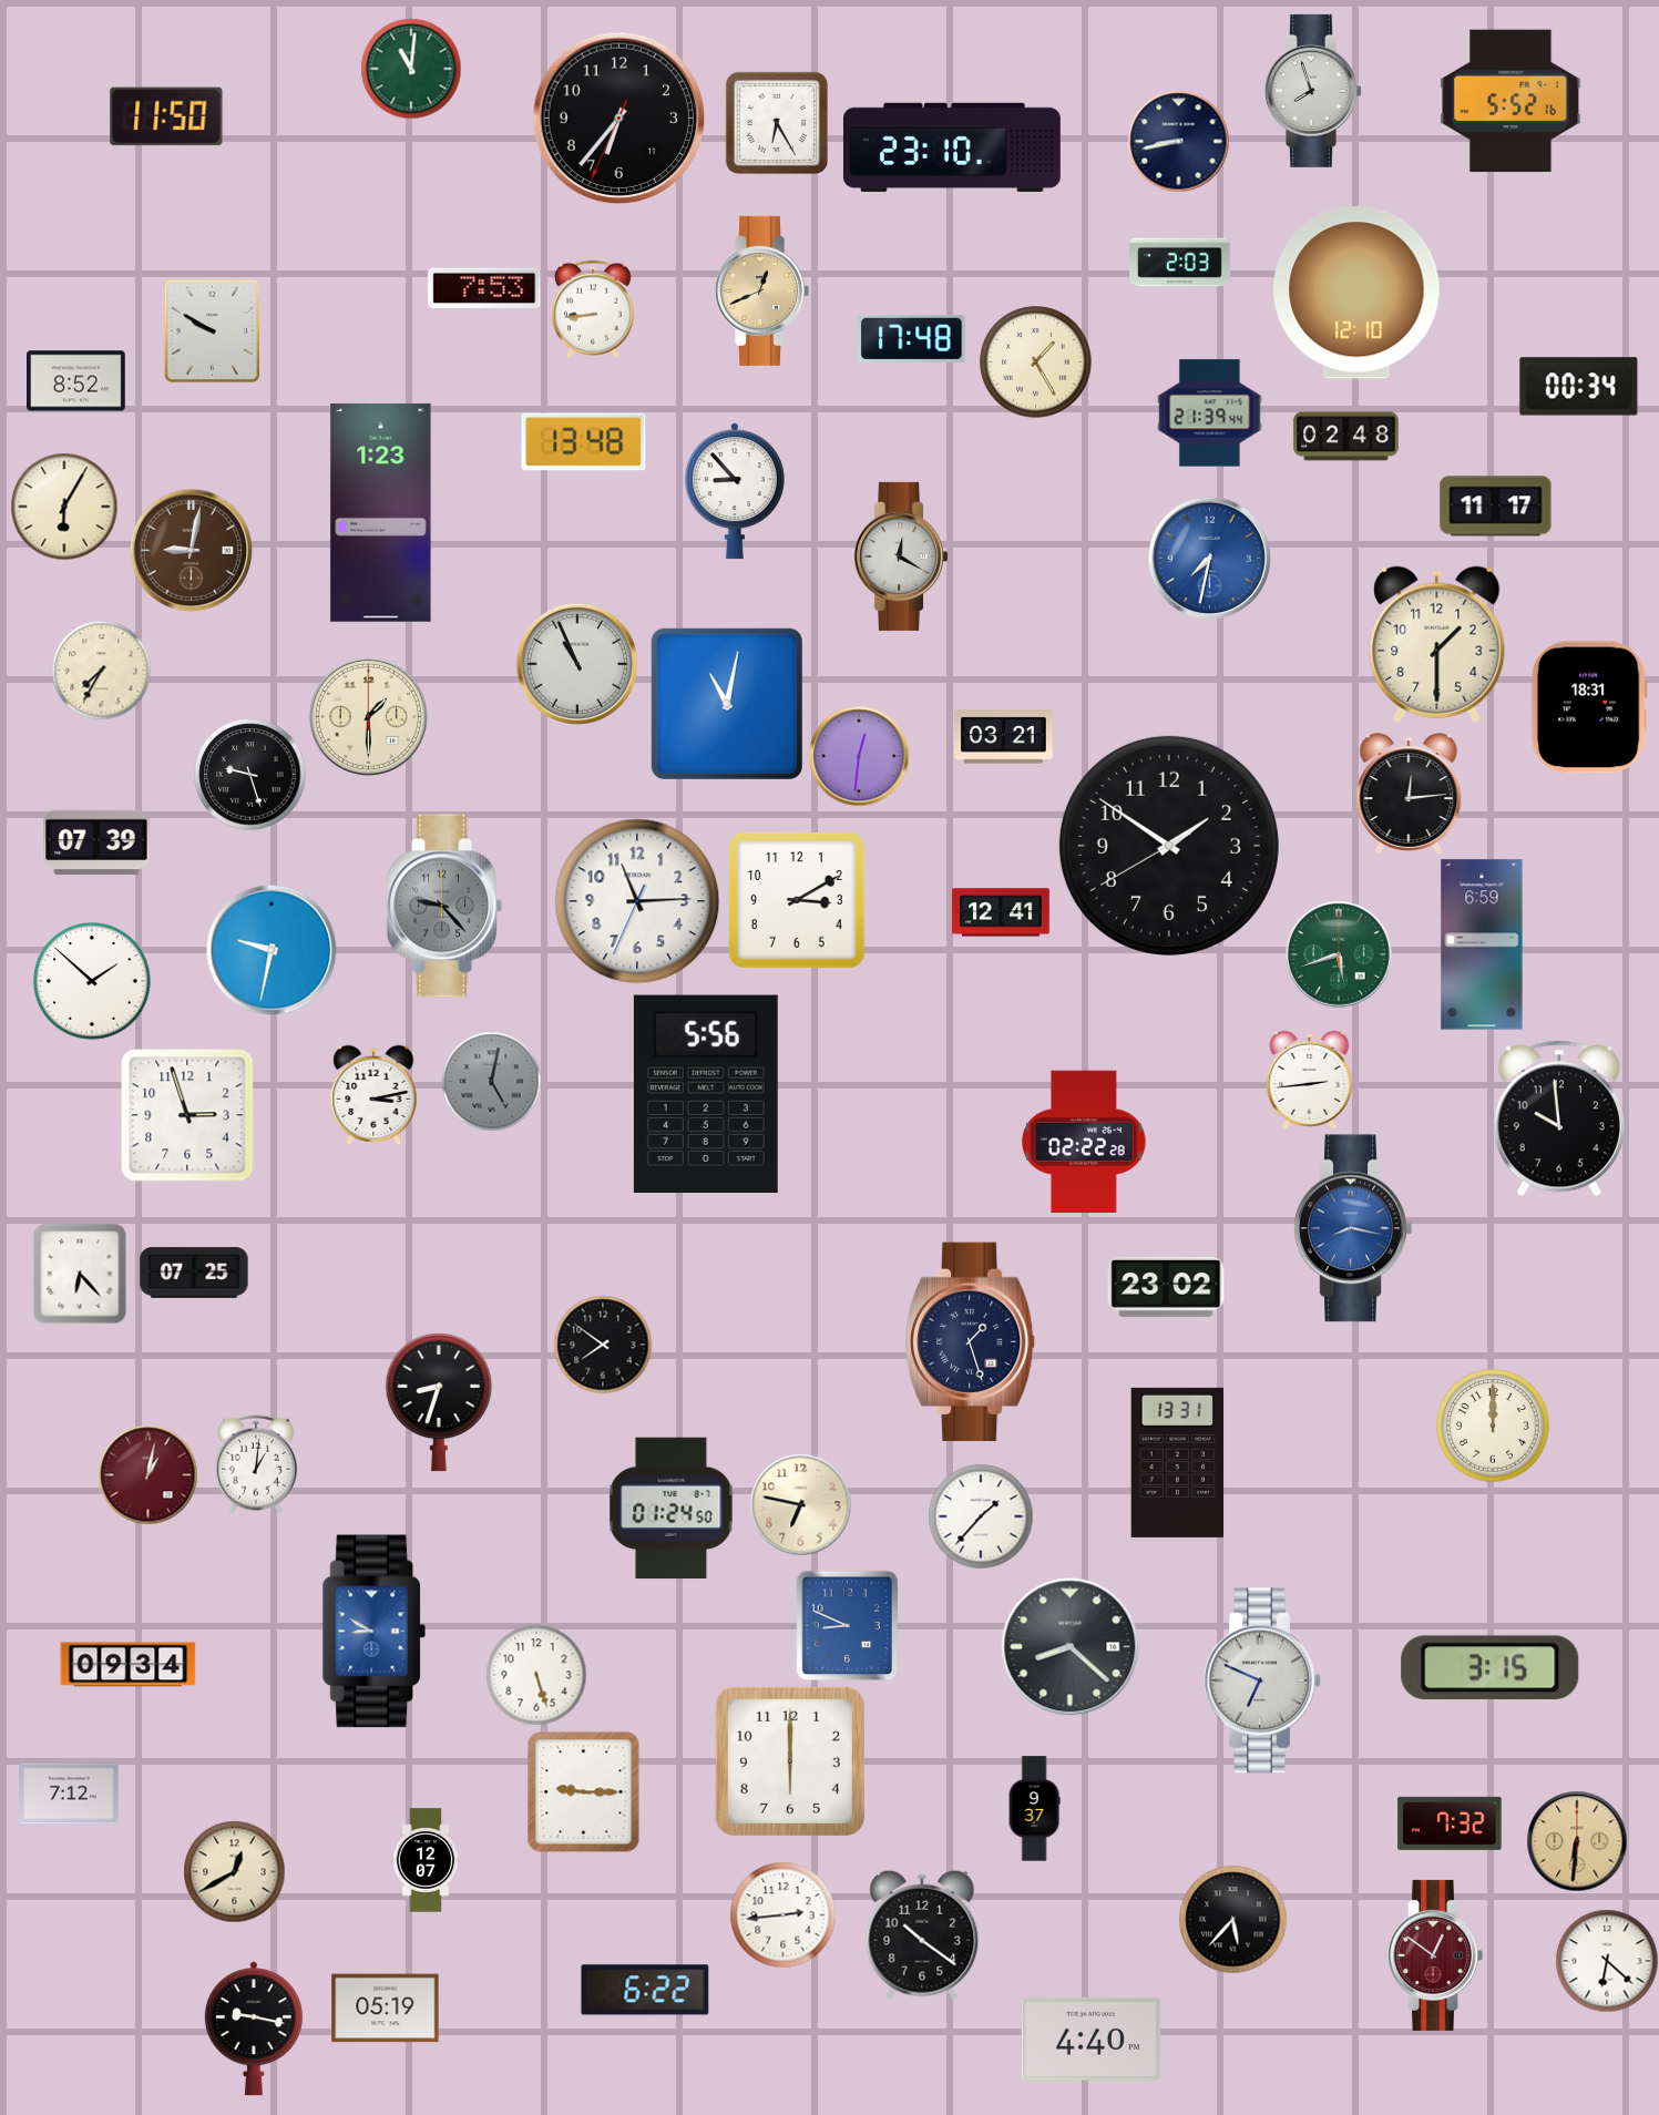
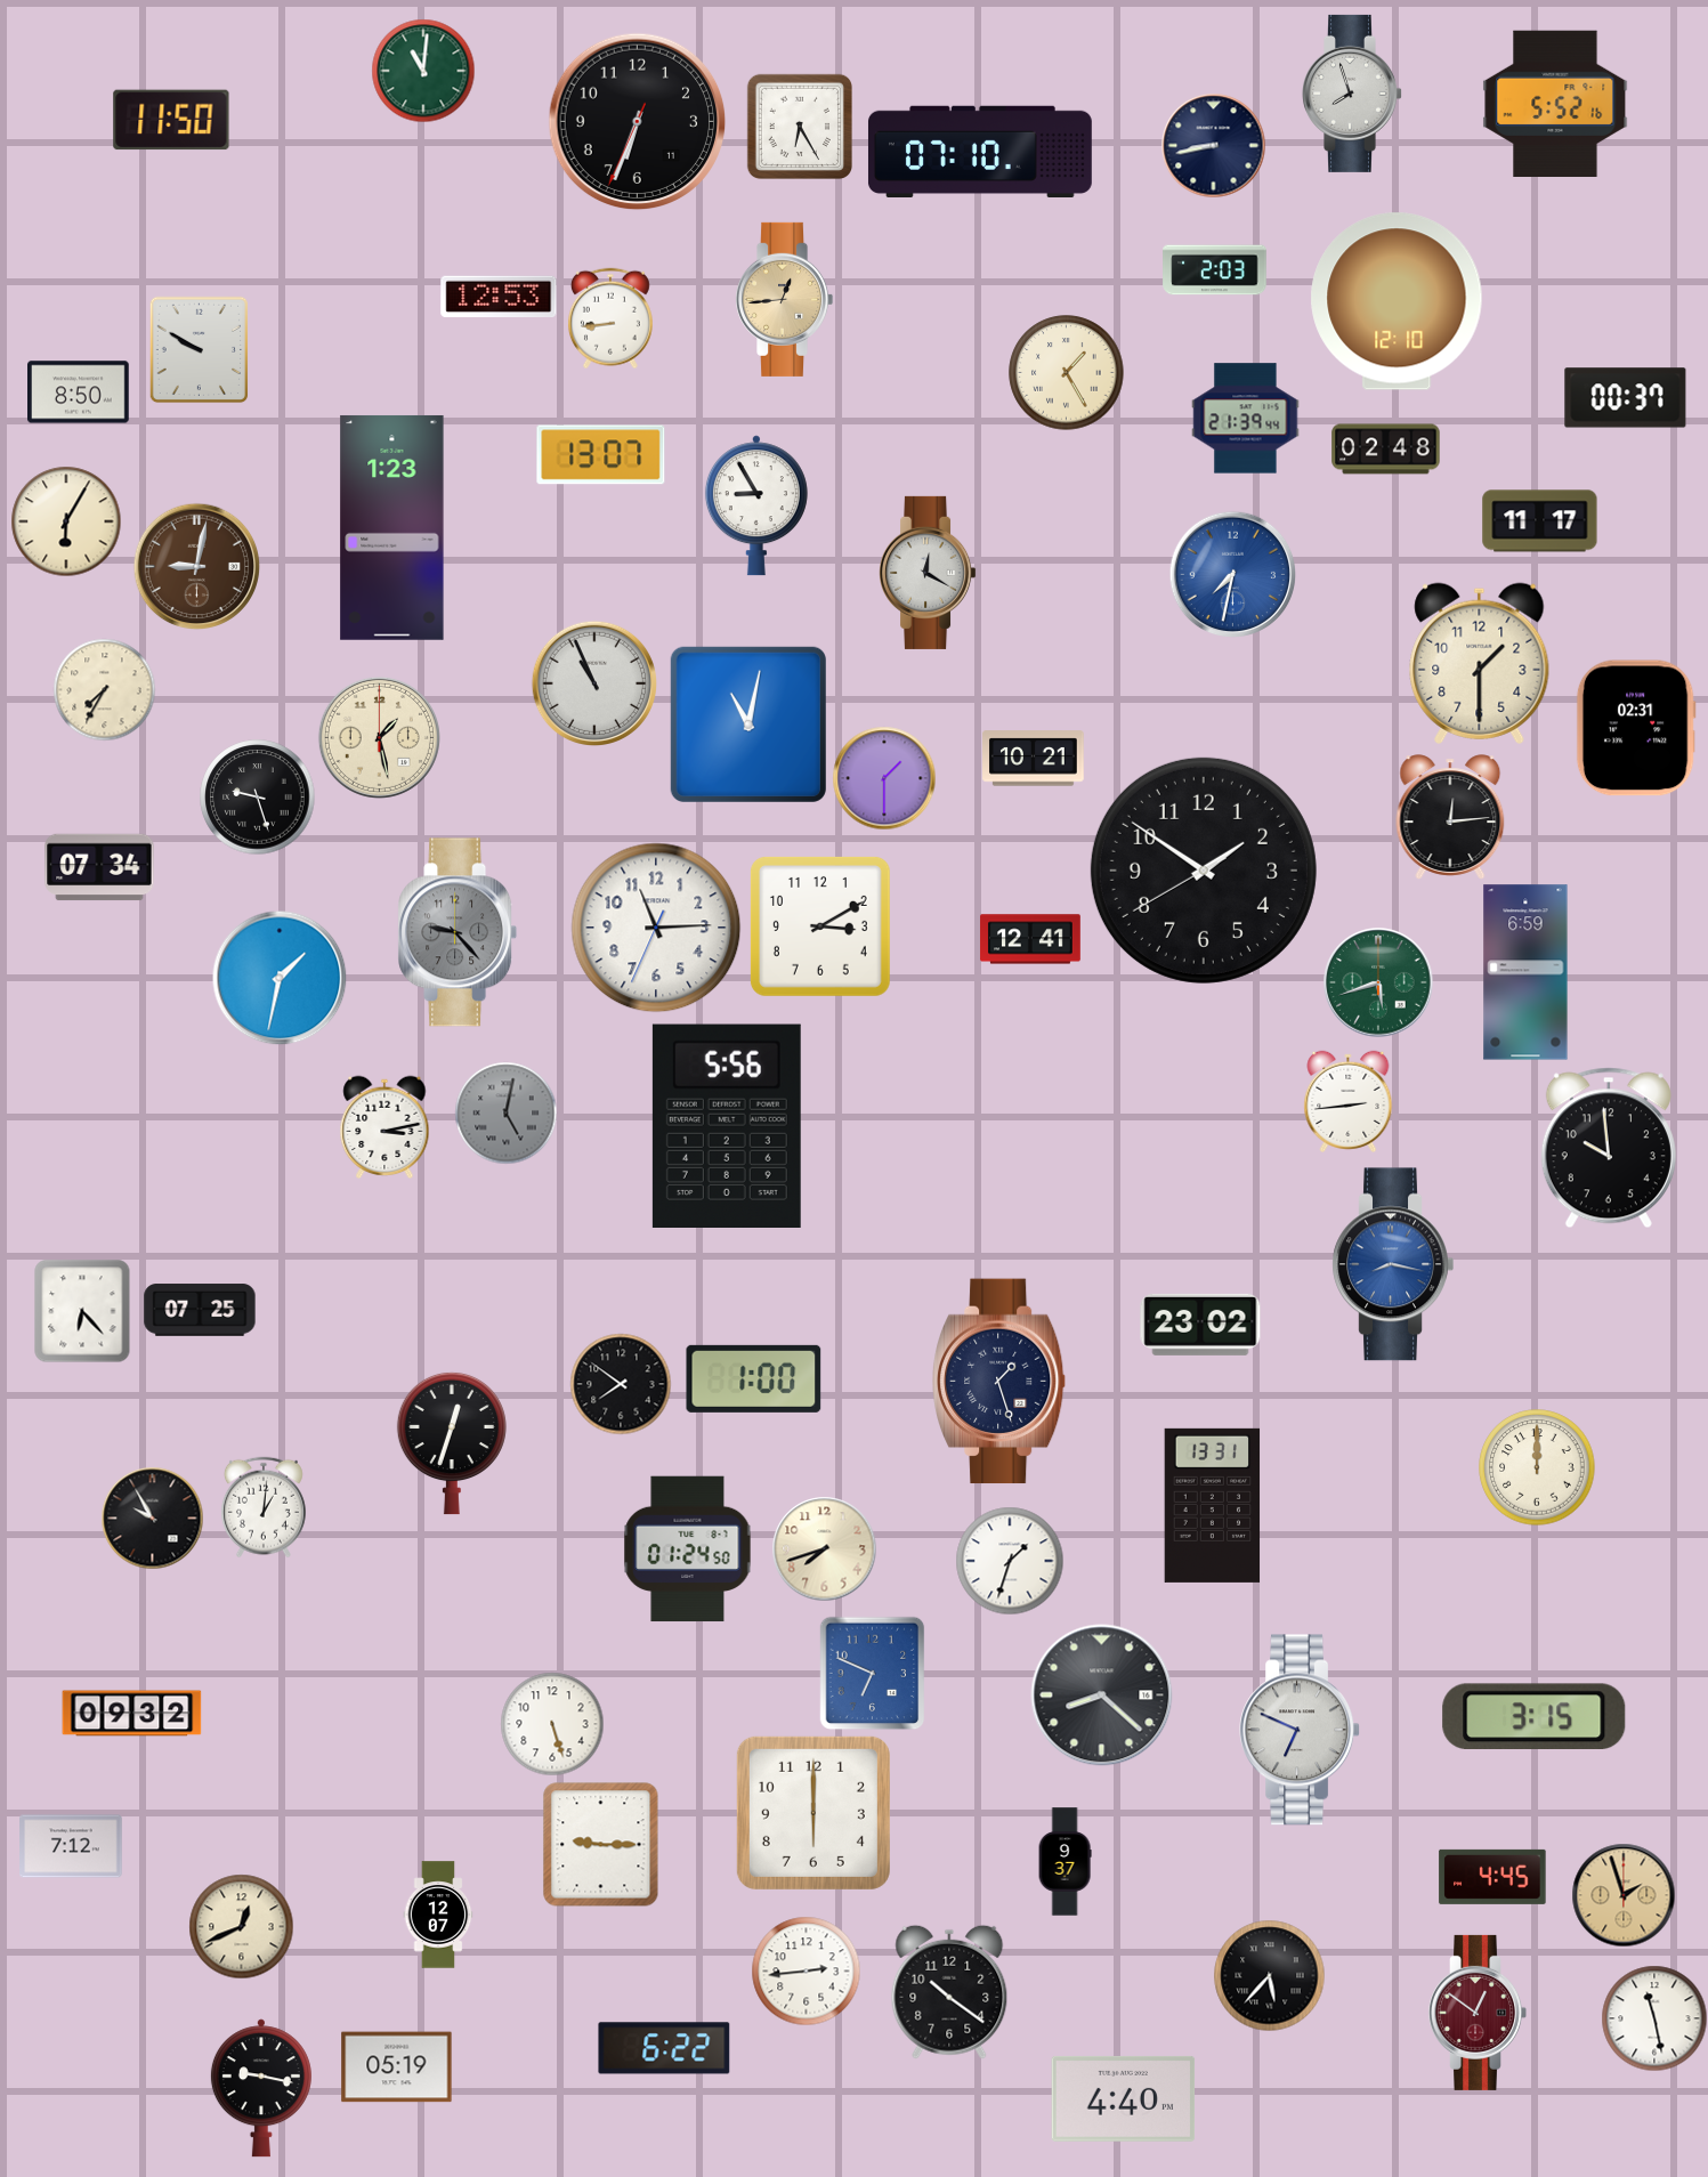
clock at (619, 119): 6:36 -> 6:33
clock at (952, 146): 23:10 -> 07:10
clock at (484, 288): 7:53 -> 12:53
clock at (762, 290): 12:41 -> 12:44
clock at (213, 330) position: (213, 330) -> (200, 349)
clock at (912, 338): 17:48 -> none
clock at (76, 381): 8:52 -> 8:50
clock at (1579, 387): 00:34 -> 00:37
clock at (1210, 413) position: (1210, 413) -> (1246, 419)
clock at (584, 442): 13:48 -> 13:07
clock at (735, 491): 8:53 -> 8:55
clock at (1209, 558) position: (1209, 558) -> (1232, 574)
clock at (1589, 707): 18:31 -> 02:31
clock at (368, 716): 1:30 -> 1:28
clock at (1004, 737): 03:21 -> 10:21
clock at (859, 756): 12:31 -> 1:30
clock at (96, 842): 07:39 -> 07:34
clock at (272, 950): 9:32 -> 1:32
clock at (92, 981): 1:52 -> none
clock at (1310, 1080) position: (1310, 1080) -> (1349, 1101)
clock at (187, 1115): 2:57 -> none
clock at (1559, 1118) position: (1559, 1118) -> (1609, 1148)
clock at (1084, 1141): 02:22 -> none
clock at (754, 1378): none -> 1:00
clock at (439, 1402): 8:33 -> 12:33
clock at (147, 1474): 1:02 -> 9:55
clock at (147, 1474) dial: burgundy -> black
clock at (800, 1504): 6:47 -> 7:42
clock at (672, 1509) position: (672, 1509) -> (688, 1549)
clock at (981, 1516): 1:37 -> 1:33
clock at (848, 1625): 8:49 -> 6:49
clock at (375, 1632): 8:50 -> none
clock at (129, 1665): 09:34 -> 09:32
clock at (1450, 1823): 7:32 -> 4:45
clock at (1577, 1841): 6:31 -> 1:57
clock at (234, 1871): 12:40 -> 12:41
clock at (1607, 1961): 6:22 -> 11:28
